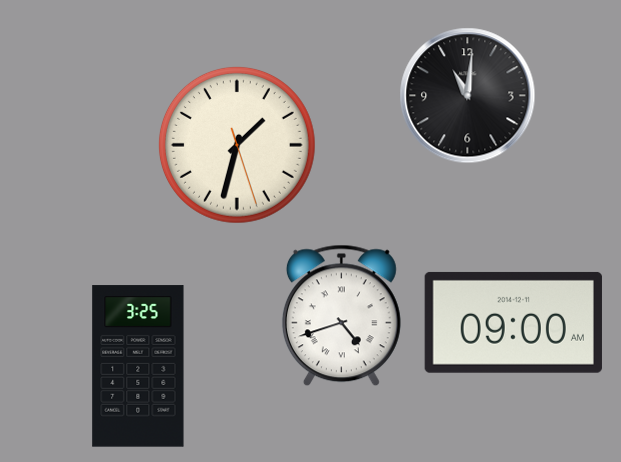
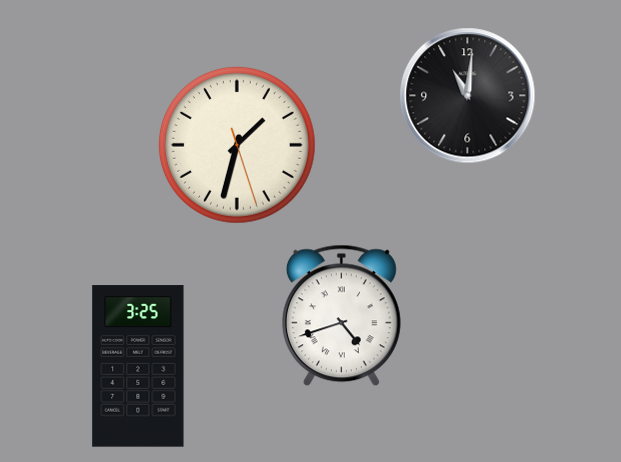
clock at (513, 322): 09:00 -> none
